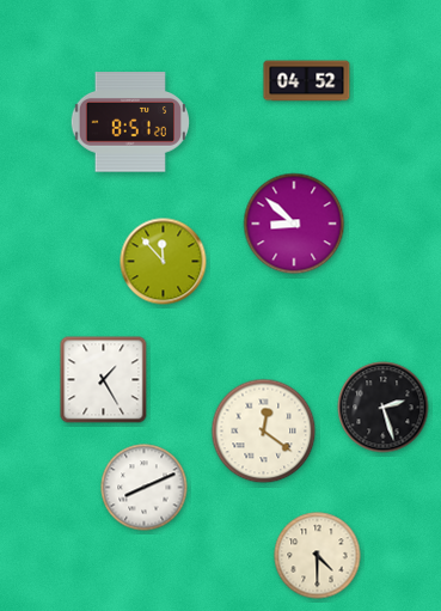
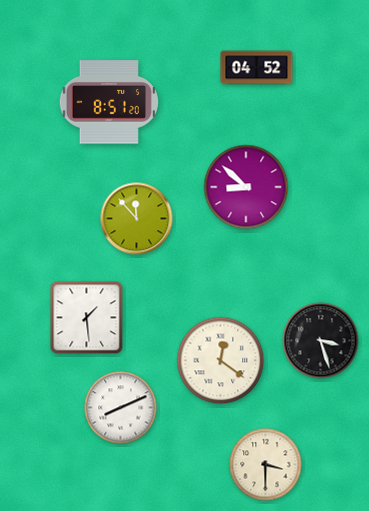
clock at (104, 380): 1:25 -> 1:29
clock at (384, 408): 2:27 -> 3:27
clock at (318, 556): 4:30 -> 3:30
